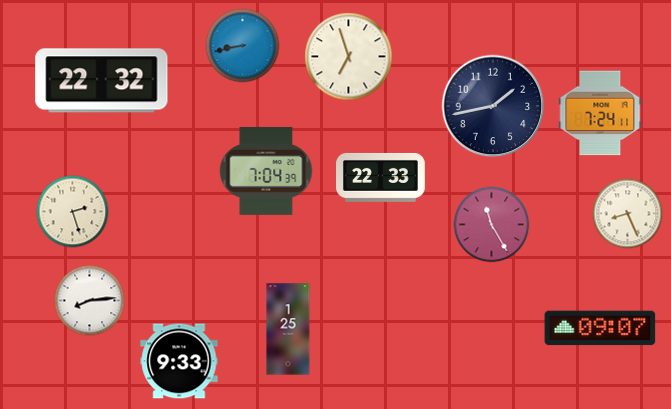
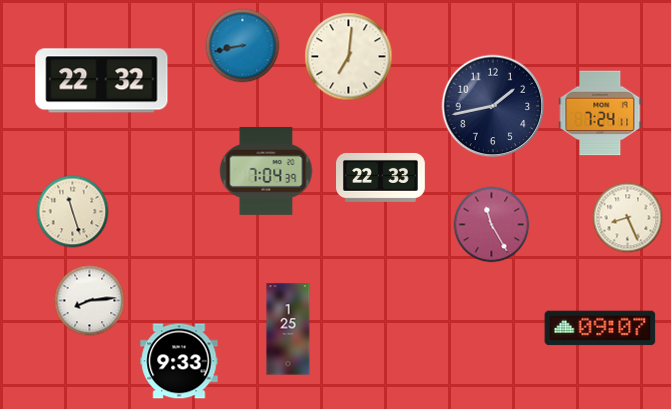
clock at (349, 57): 6:57 -> 7:01
clock at (73, 212): 2:27 -> 11:27
clock at (628, 214) position: (628, 214) -> (628, 218)
